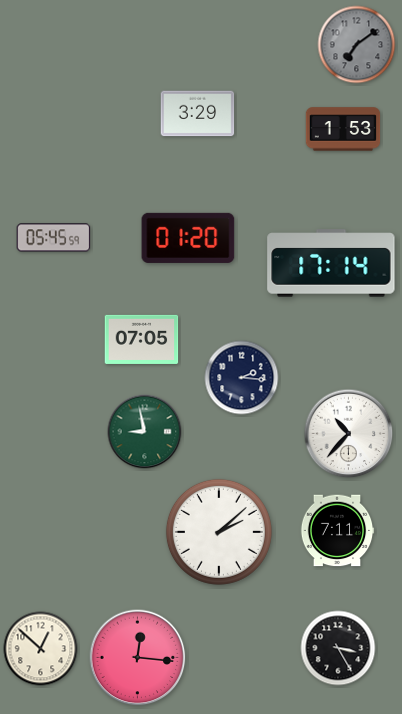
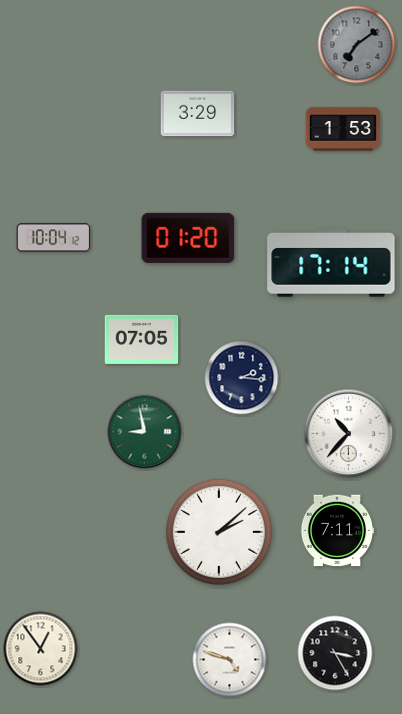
clock at (54, 238): 05:45 -> 10:04
clock at (338, 648) position: (338, 648) -> (335, 653)
clock at (41, 649): 12:52 -> 12:54
clock at (138, 658): 12:16 -> none
clock at (230, 660): none -> 4:48
